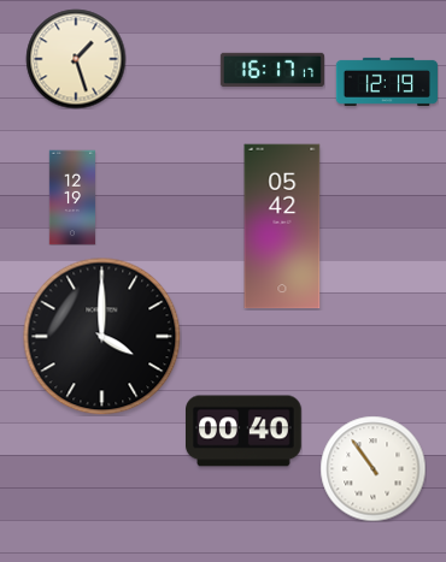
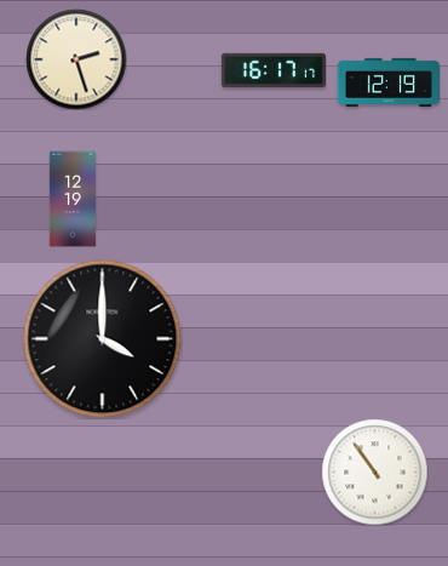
clock at (76, 59): 1:27 -> 2:27
clock at (282, 226): 05:42 -> none
clock at (245, 431): 00:40 -> none
